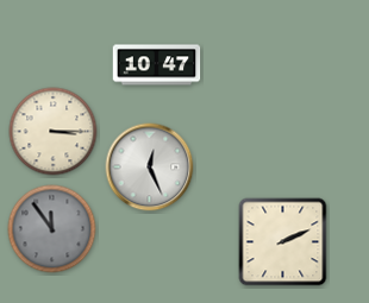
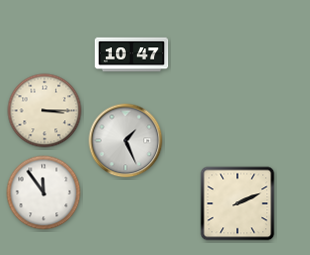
clock at (150, 168): 12:26 -> 1:26
clock at (52, 229) dial: grey -> white
